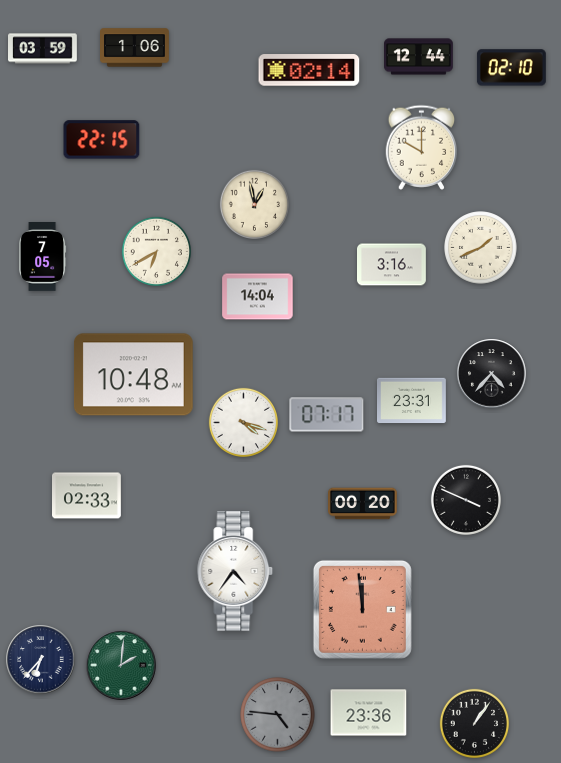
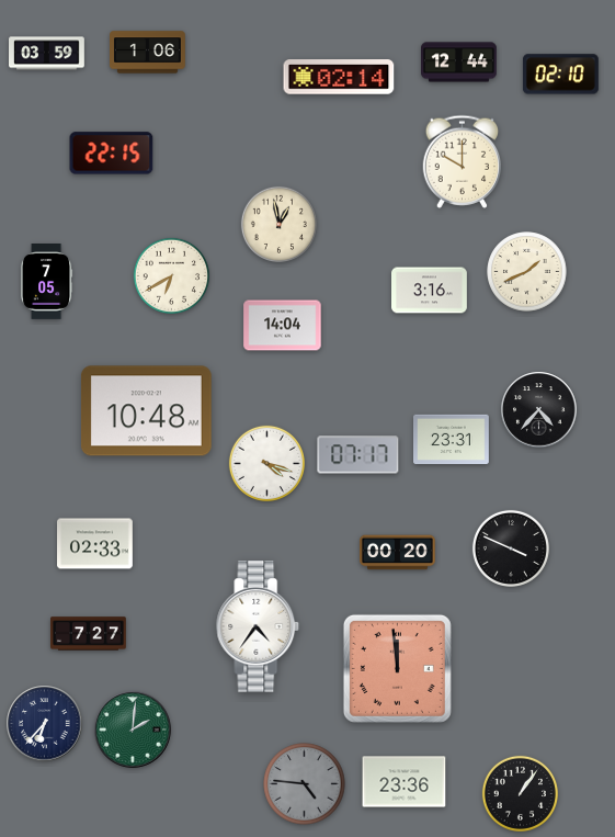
clock at (89, 634): none -> 7:27
